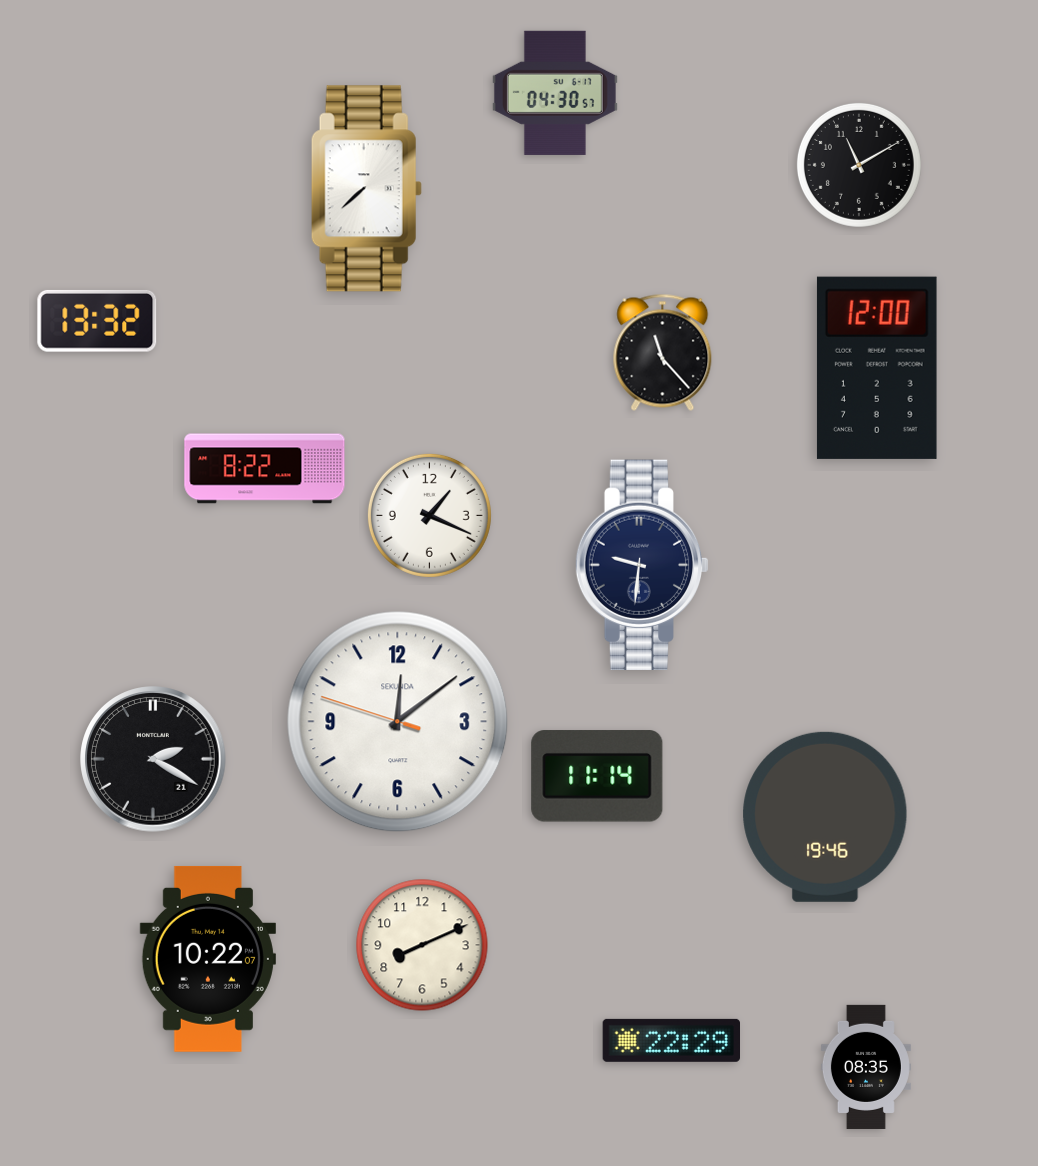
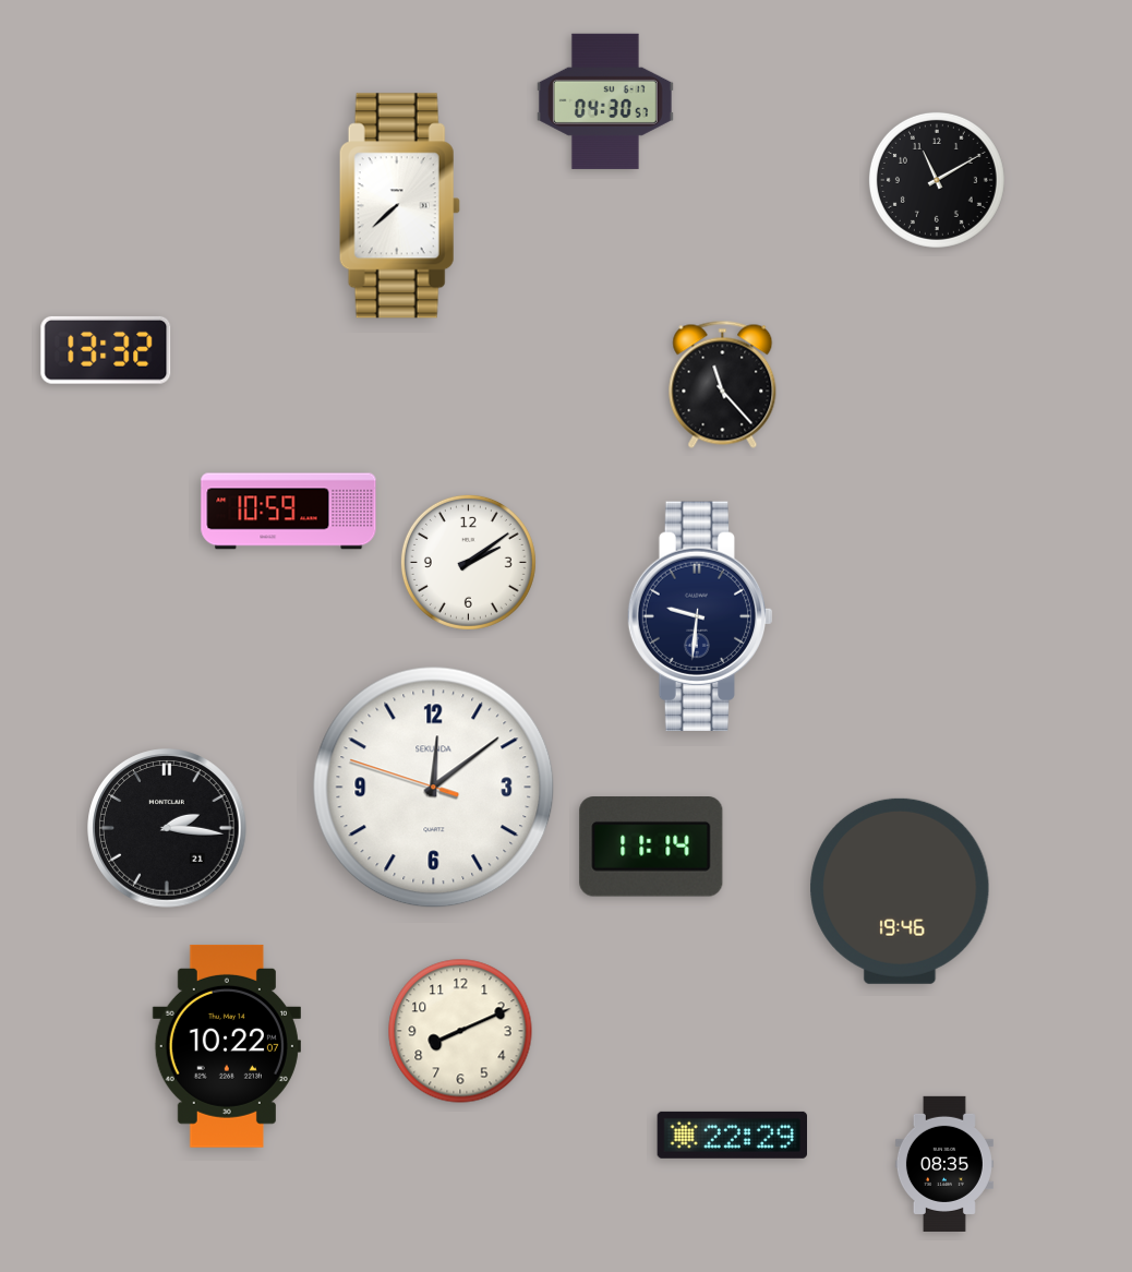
clock at (877, 368): 12:00 -> none
clock at (265, 469): 8:22 -> 10:59
clock at (429, 515): 1:19 -> 2:09
clock at (153, 759): 2:20 -> 2:16
